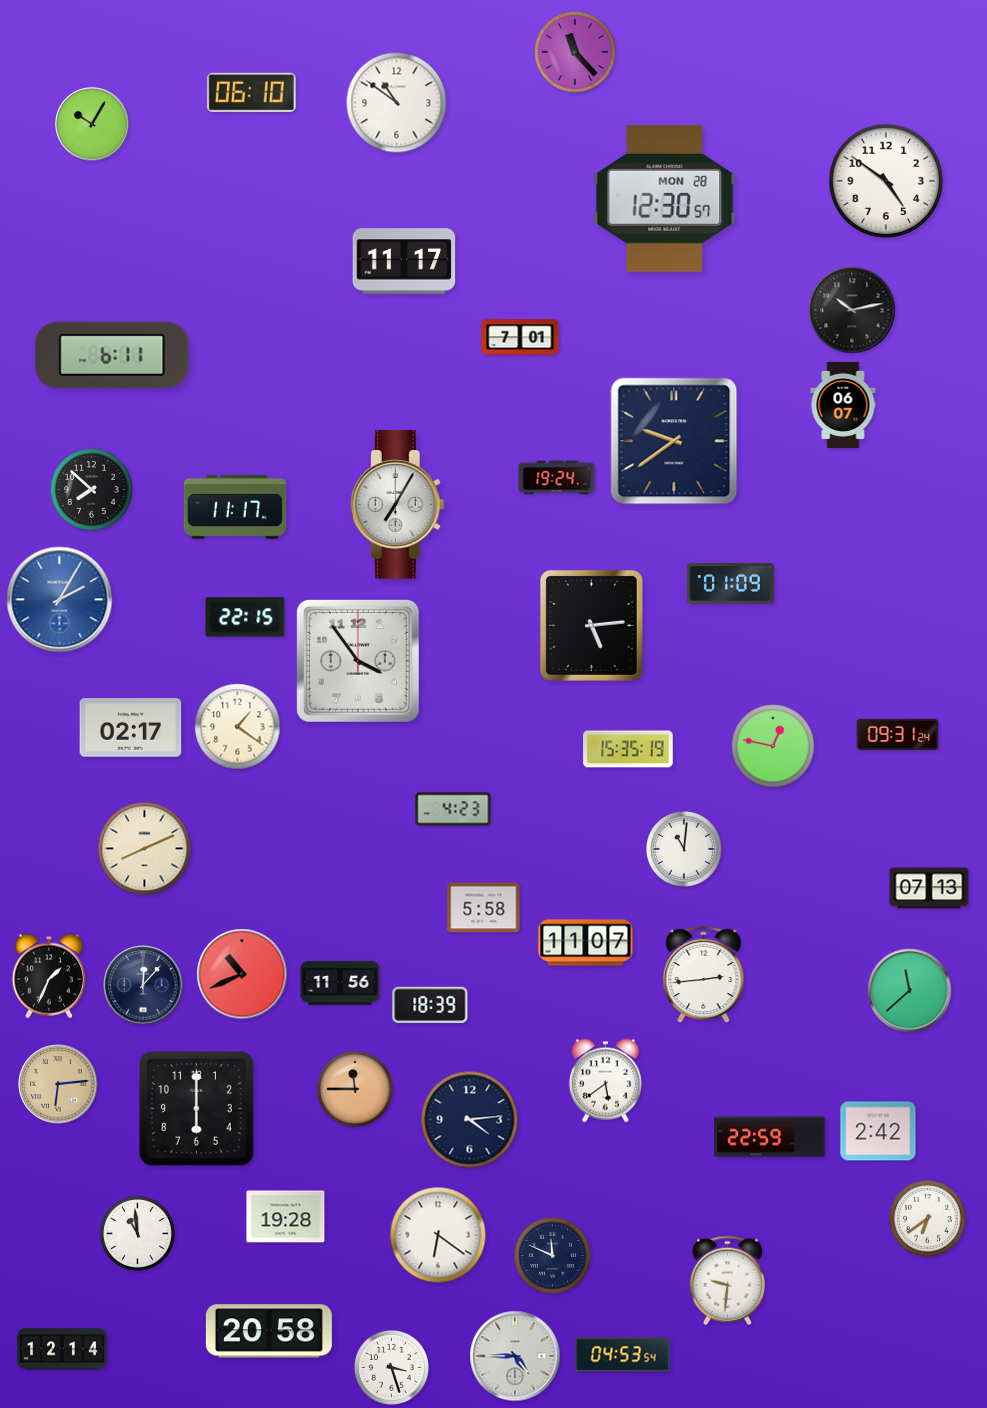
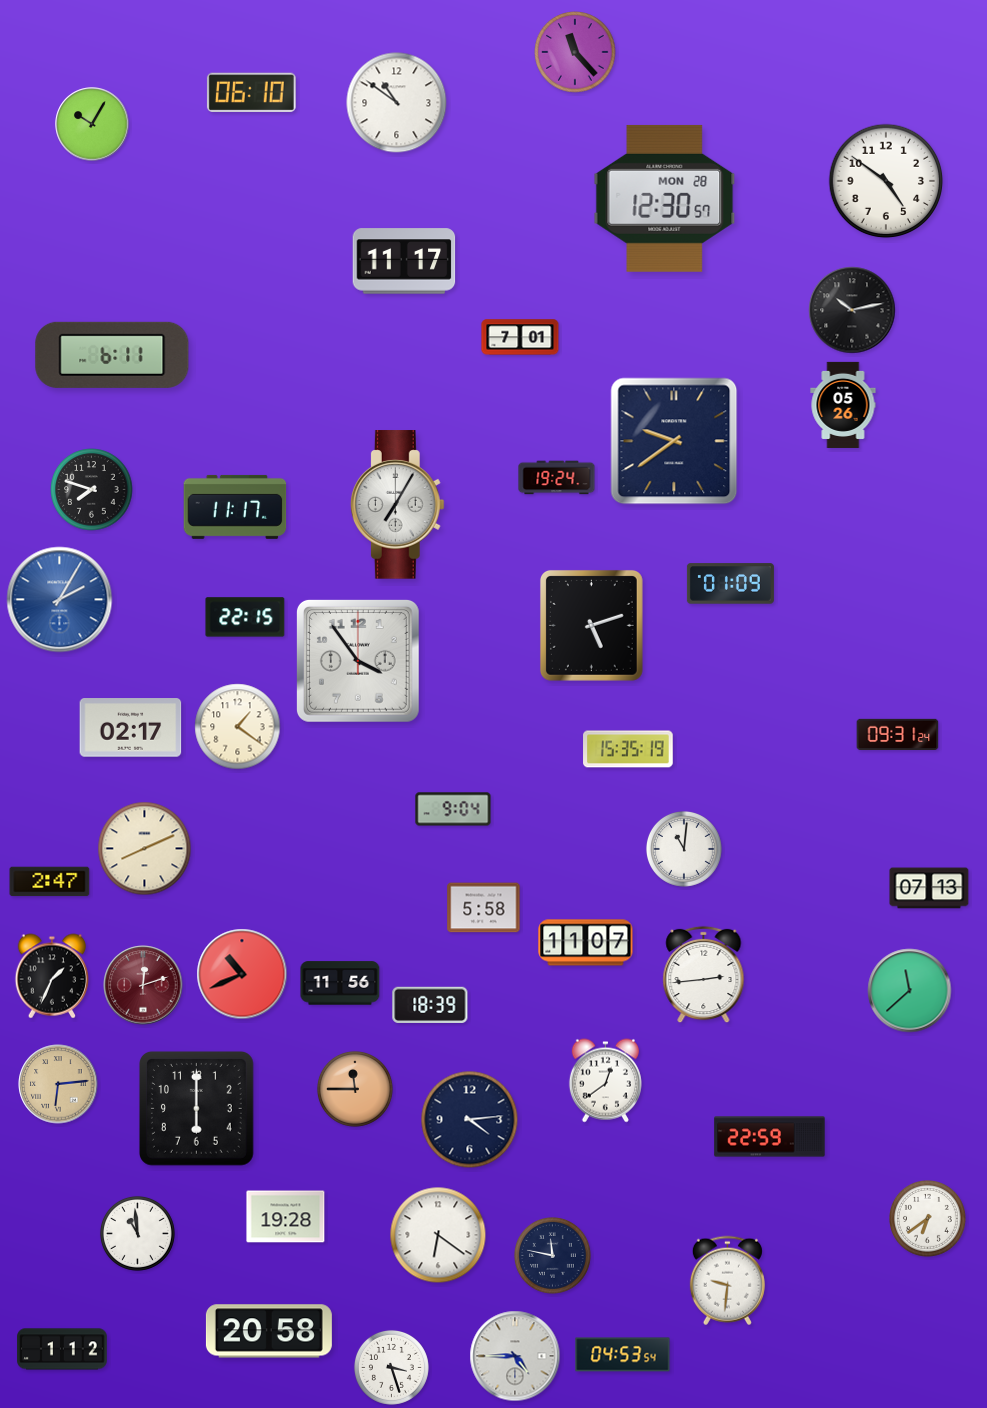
clock at (843, 405): 06:07 -> 05:26
clock at (92, 490): 7:52 -> 7:48
clock at (591, 625): 5:14 -> 5:12
clock at (773, 746): 12:47 -> none
clock at (453, 809): 4:23 -> 9:04
clock at (50, 882): none -> 2:47
clock at (49, 976) position: (49, 976) -> (52, 976)
clock at (143, 985): 12:07 -> 12:12
clock at (143, 985) dial: navy -> burgundy
clock at (605, 1081): 5:39 -> 12:39
clock at (878, 1131): 2:42 -> none
clock at (553, 1256): 11:49 -> 11:47
clock at (62, 1349): 12:14 -> 1:12
